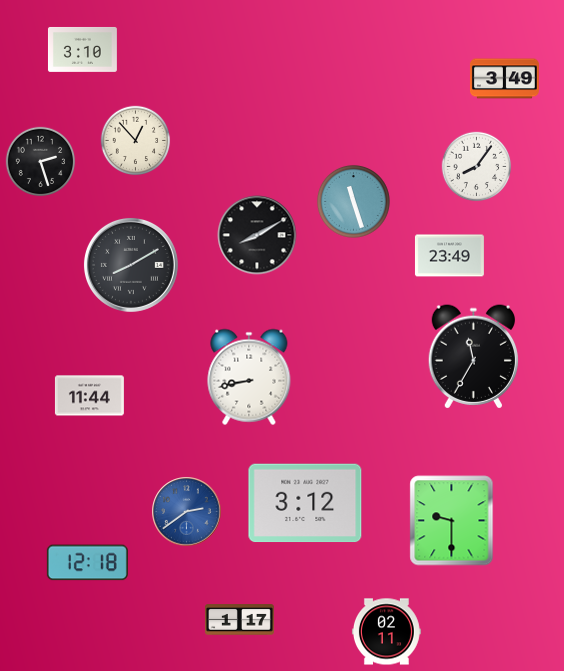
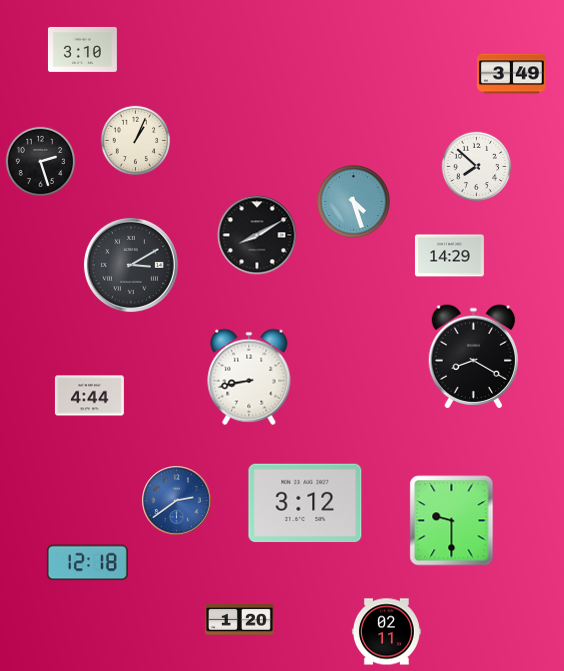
clock at (504, 79) position: (504, 79) -> (511, 74)
clock at (136, 141): 12:53 -> 1:04
clock at (477, 167): 8:06 -> 7:52
clock at (353, 201): 11:27 -> 4:27
clock at (449, 256): 23:49 -> 14:29
clock at (131, 265): 8:10 -> 3:10
clock at (473, 357): 11:35 -> 8:20
clock at (89, 396): 11:44 -> 4:44
clock at (187, 512) position: (187, 512) -> (177, 501)
clock at (239, 620): 1:17 -> 1:20
